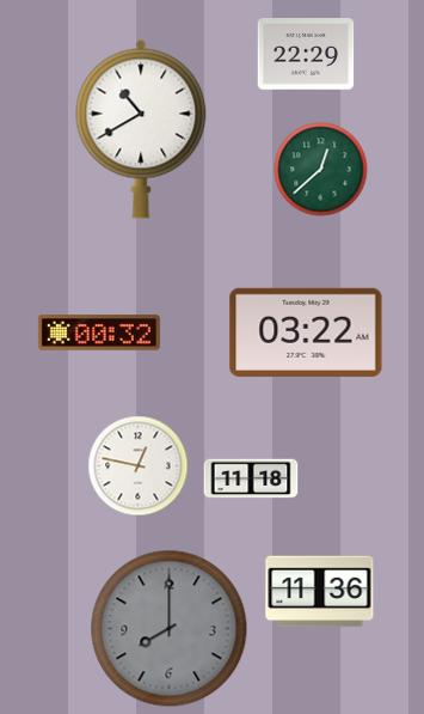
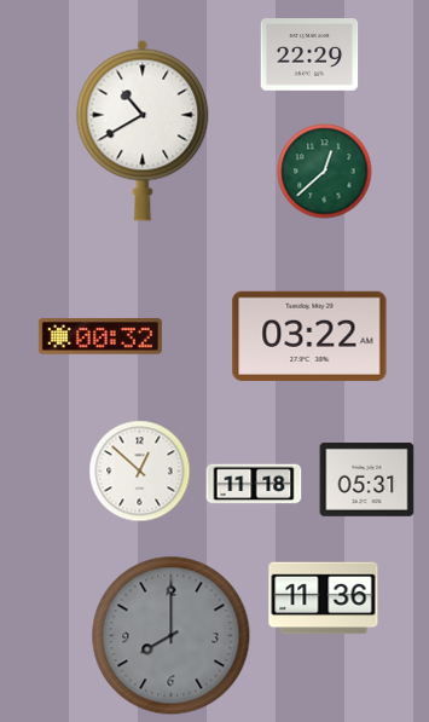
clock at (139, 466): 12:47 -> 12:52
clock at (367, 480): none -> 05:31
